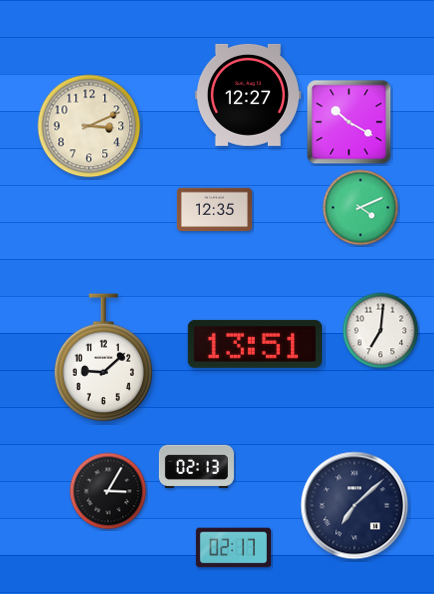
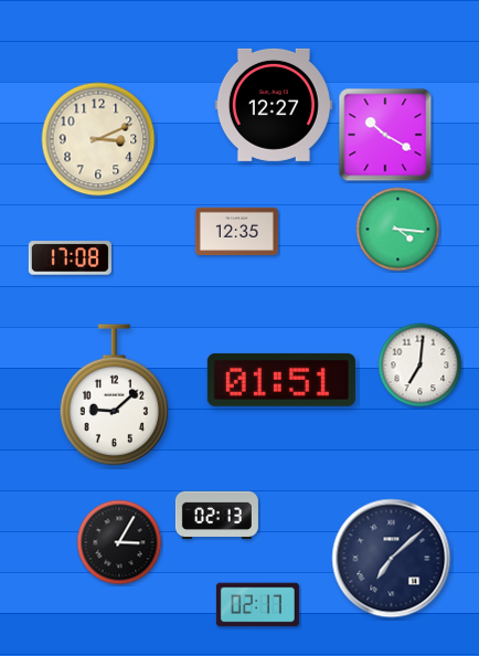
clock at (361, 208): 4:11 -> 4:16
clock at (70, 258): none -> 17:08
clock at (255, 344): 13:51 -> 01:51
